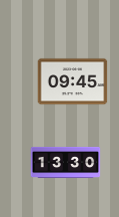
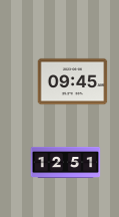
clock at (66, 162): 13:30 -> 12:51
